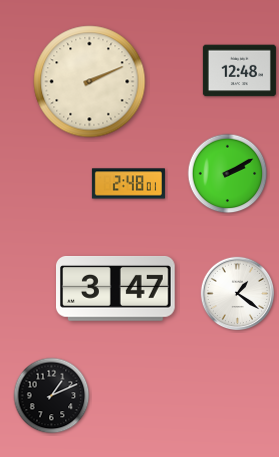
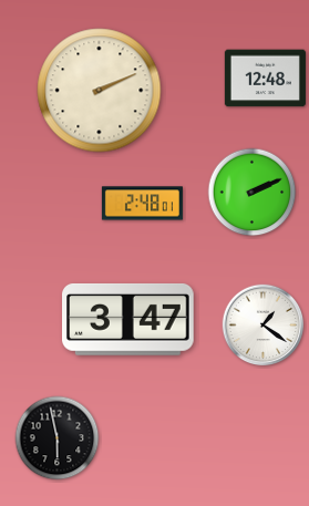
clock at (228, 174): 2:10 -> 2:11
clock at (52, 396): 1:11 -> 5:58
